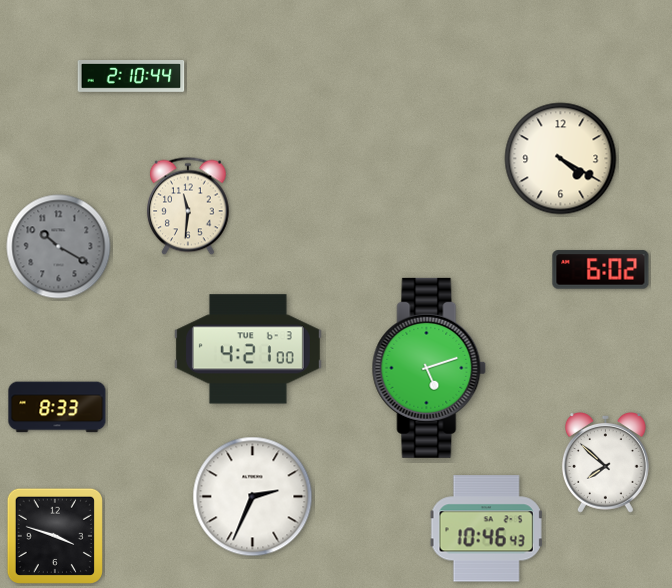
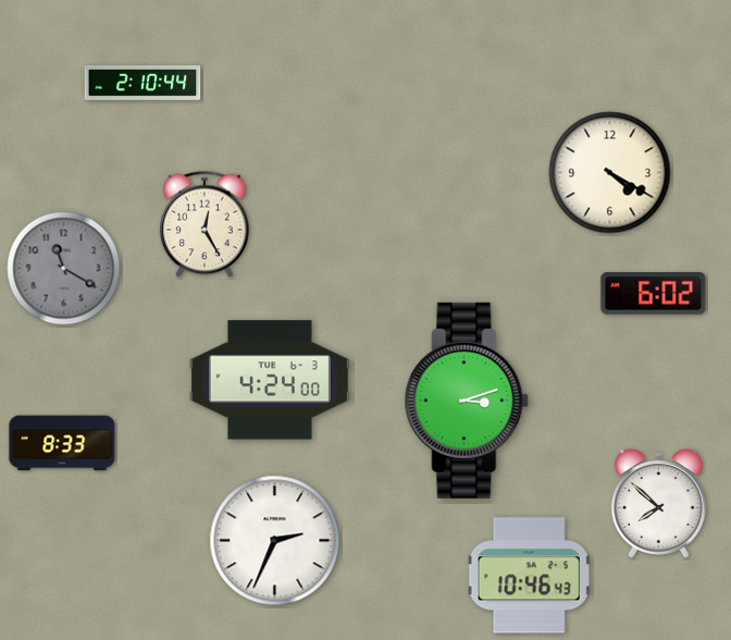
clock at (188, 206): 11:31 -> 12:25
clock at (59, 247): 10:20 -> 11:20
clock at (248, 349): 4:21 -> 4:24
clock at (429, 368): 5:12 -> 3:12
clock at (54, 535): 3:48 -> none
